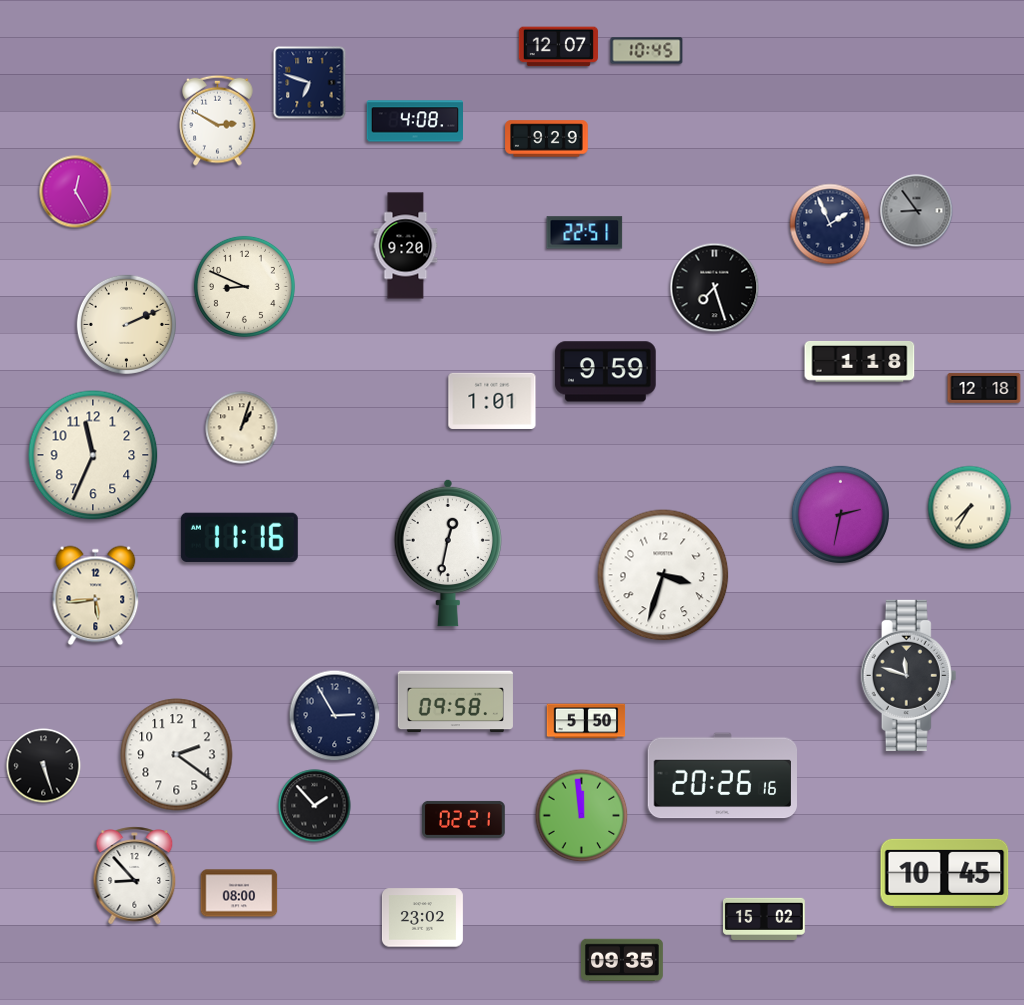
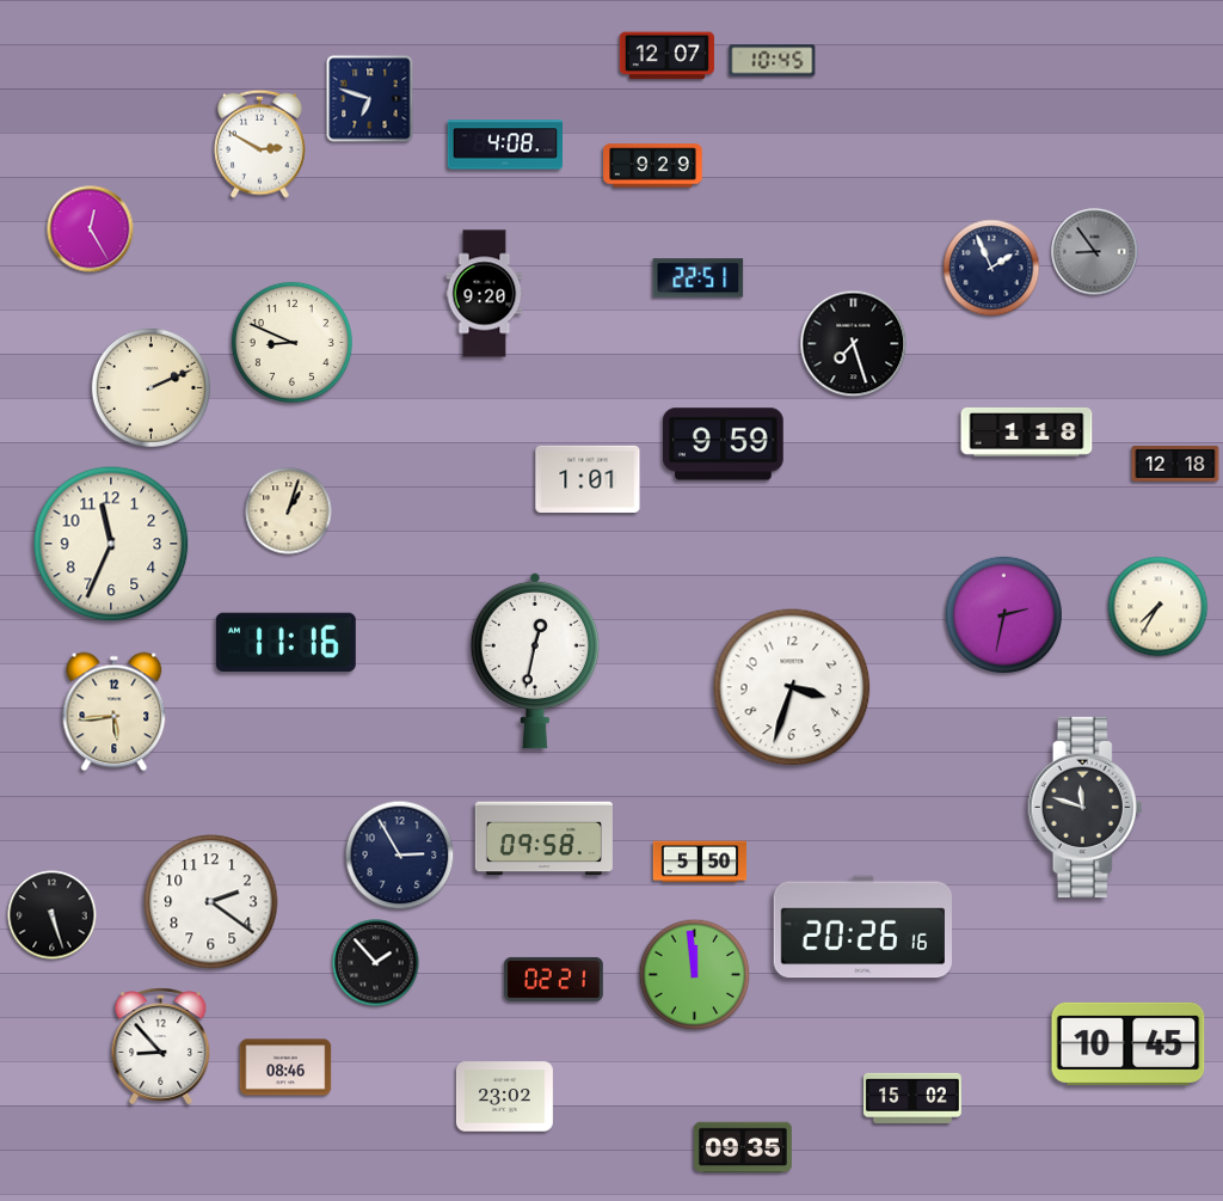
clock at (414, 121) position: (414, 121) -> (504, 145)
clock at (239, 893): 08:00 -> 08:46
